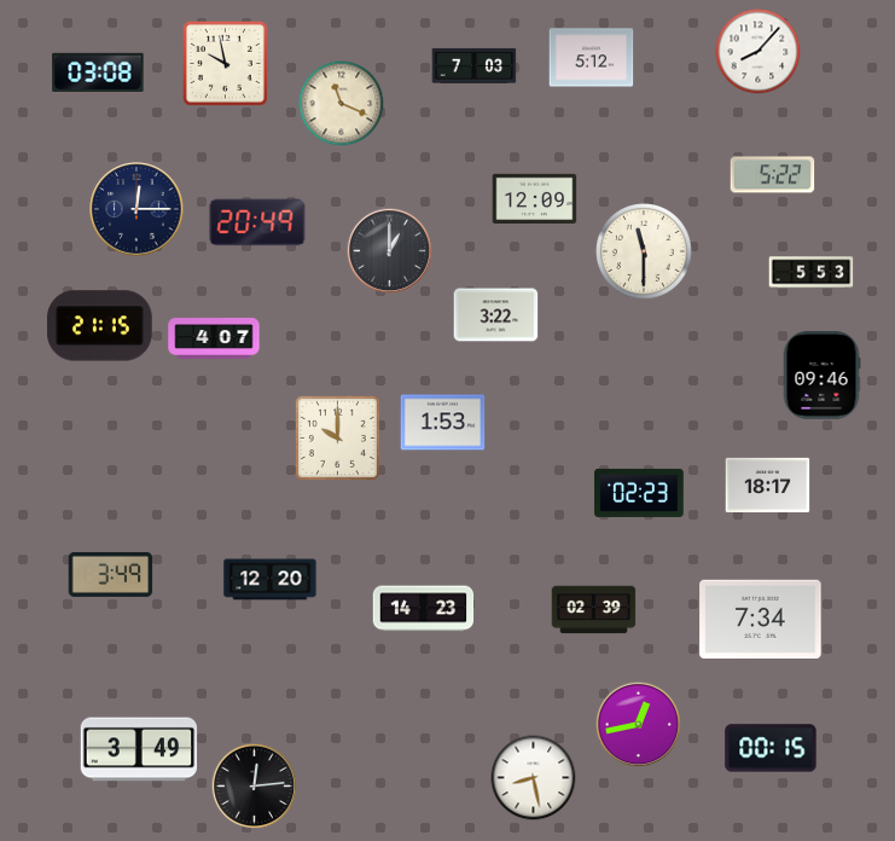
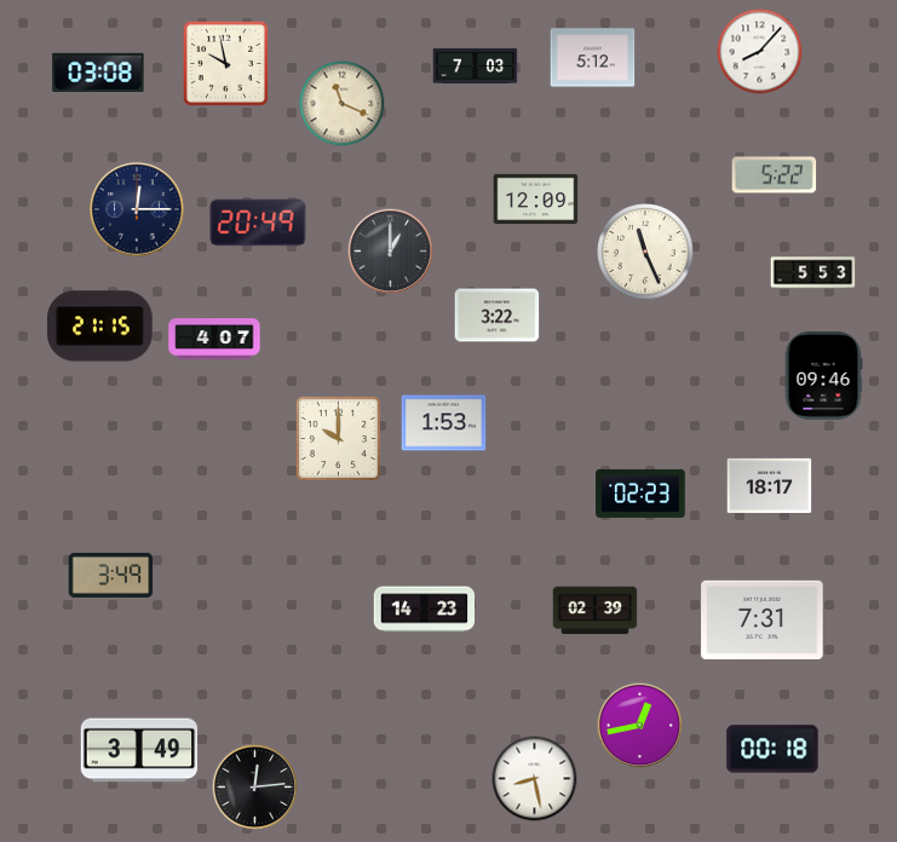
clock at (645, 253): 11:30 -> 11:26
clock at (271, 580): 12:20 -> none
clock at (761, 619): 7:34 -> 7:31
clock at (771, 748): 00:15 -> 00:18
